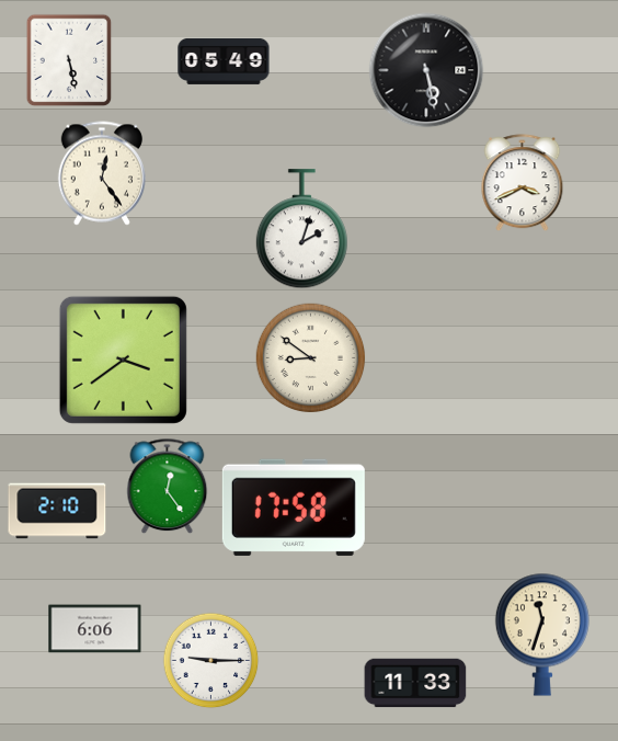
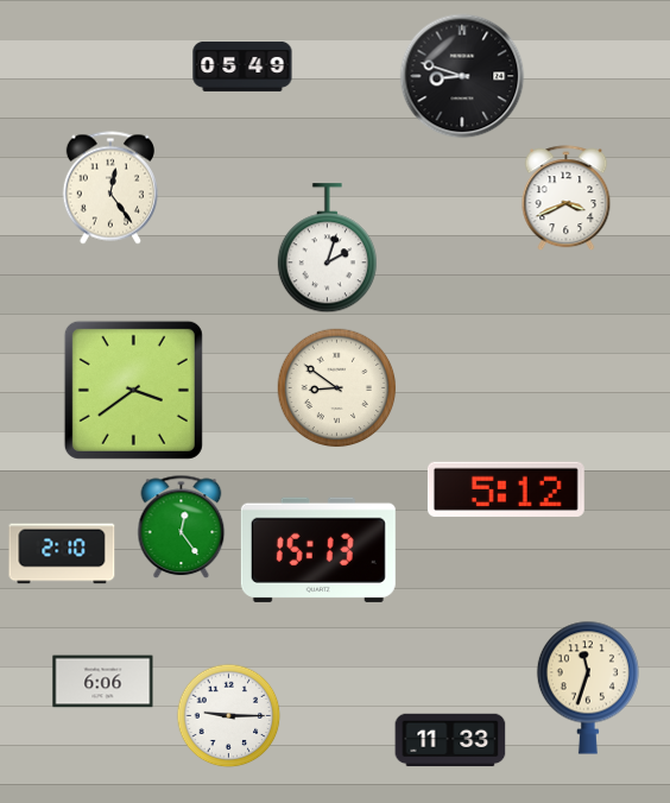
clock at (69, 60): 5:28 -> none
clock at (426, 70): 5:28 -> 8:48
clock at (506, 489): none -> 5:12
clock at (294, 508): 17:58 -> 15:13
